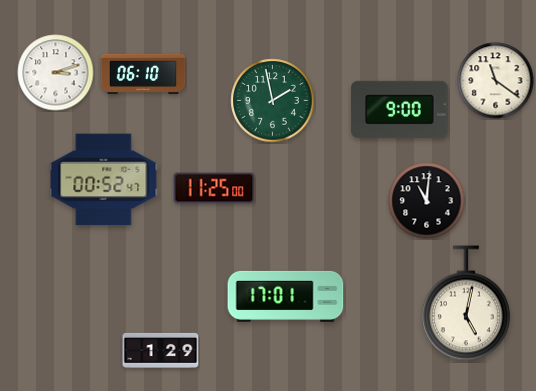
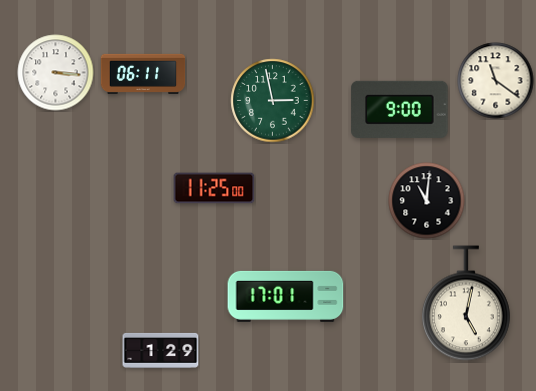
clock at (56, 73): 3:12 -> 3:16
clock at (143, 74): 06:10 -> 06:11
clock at (273, 101): 1:58 -> 2:58
clock at (104, 180): 00:52 -> none
